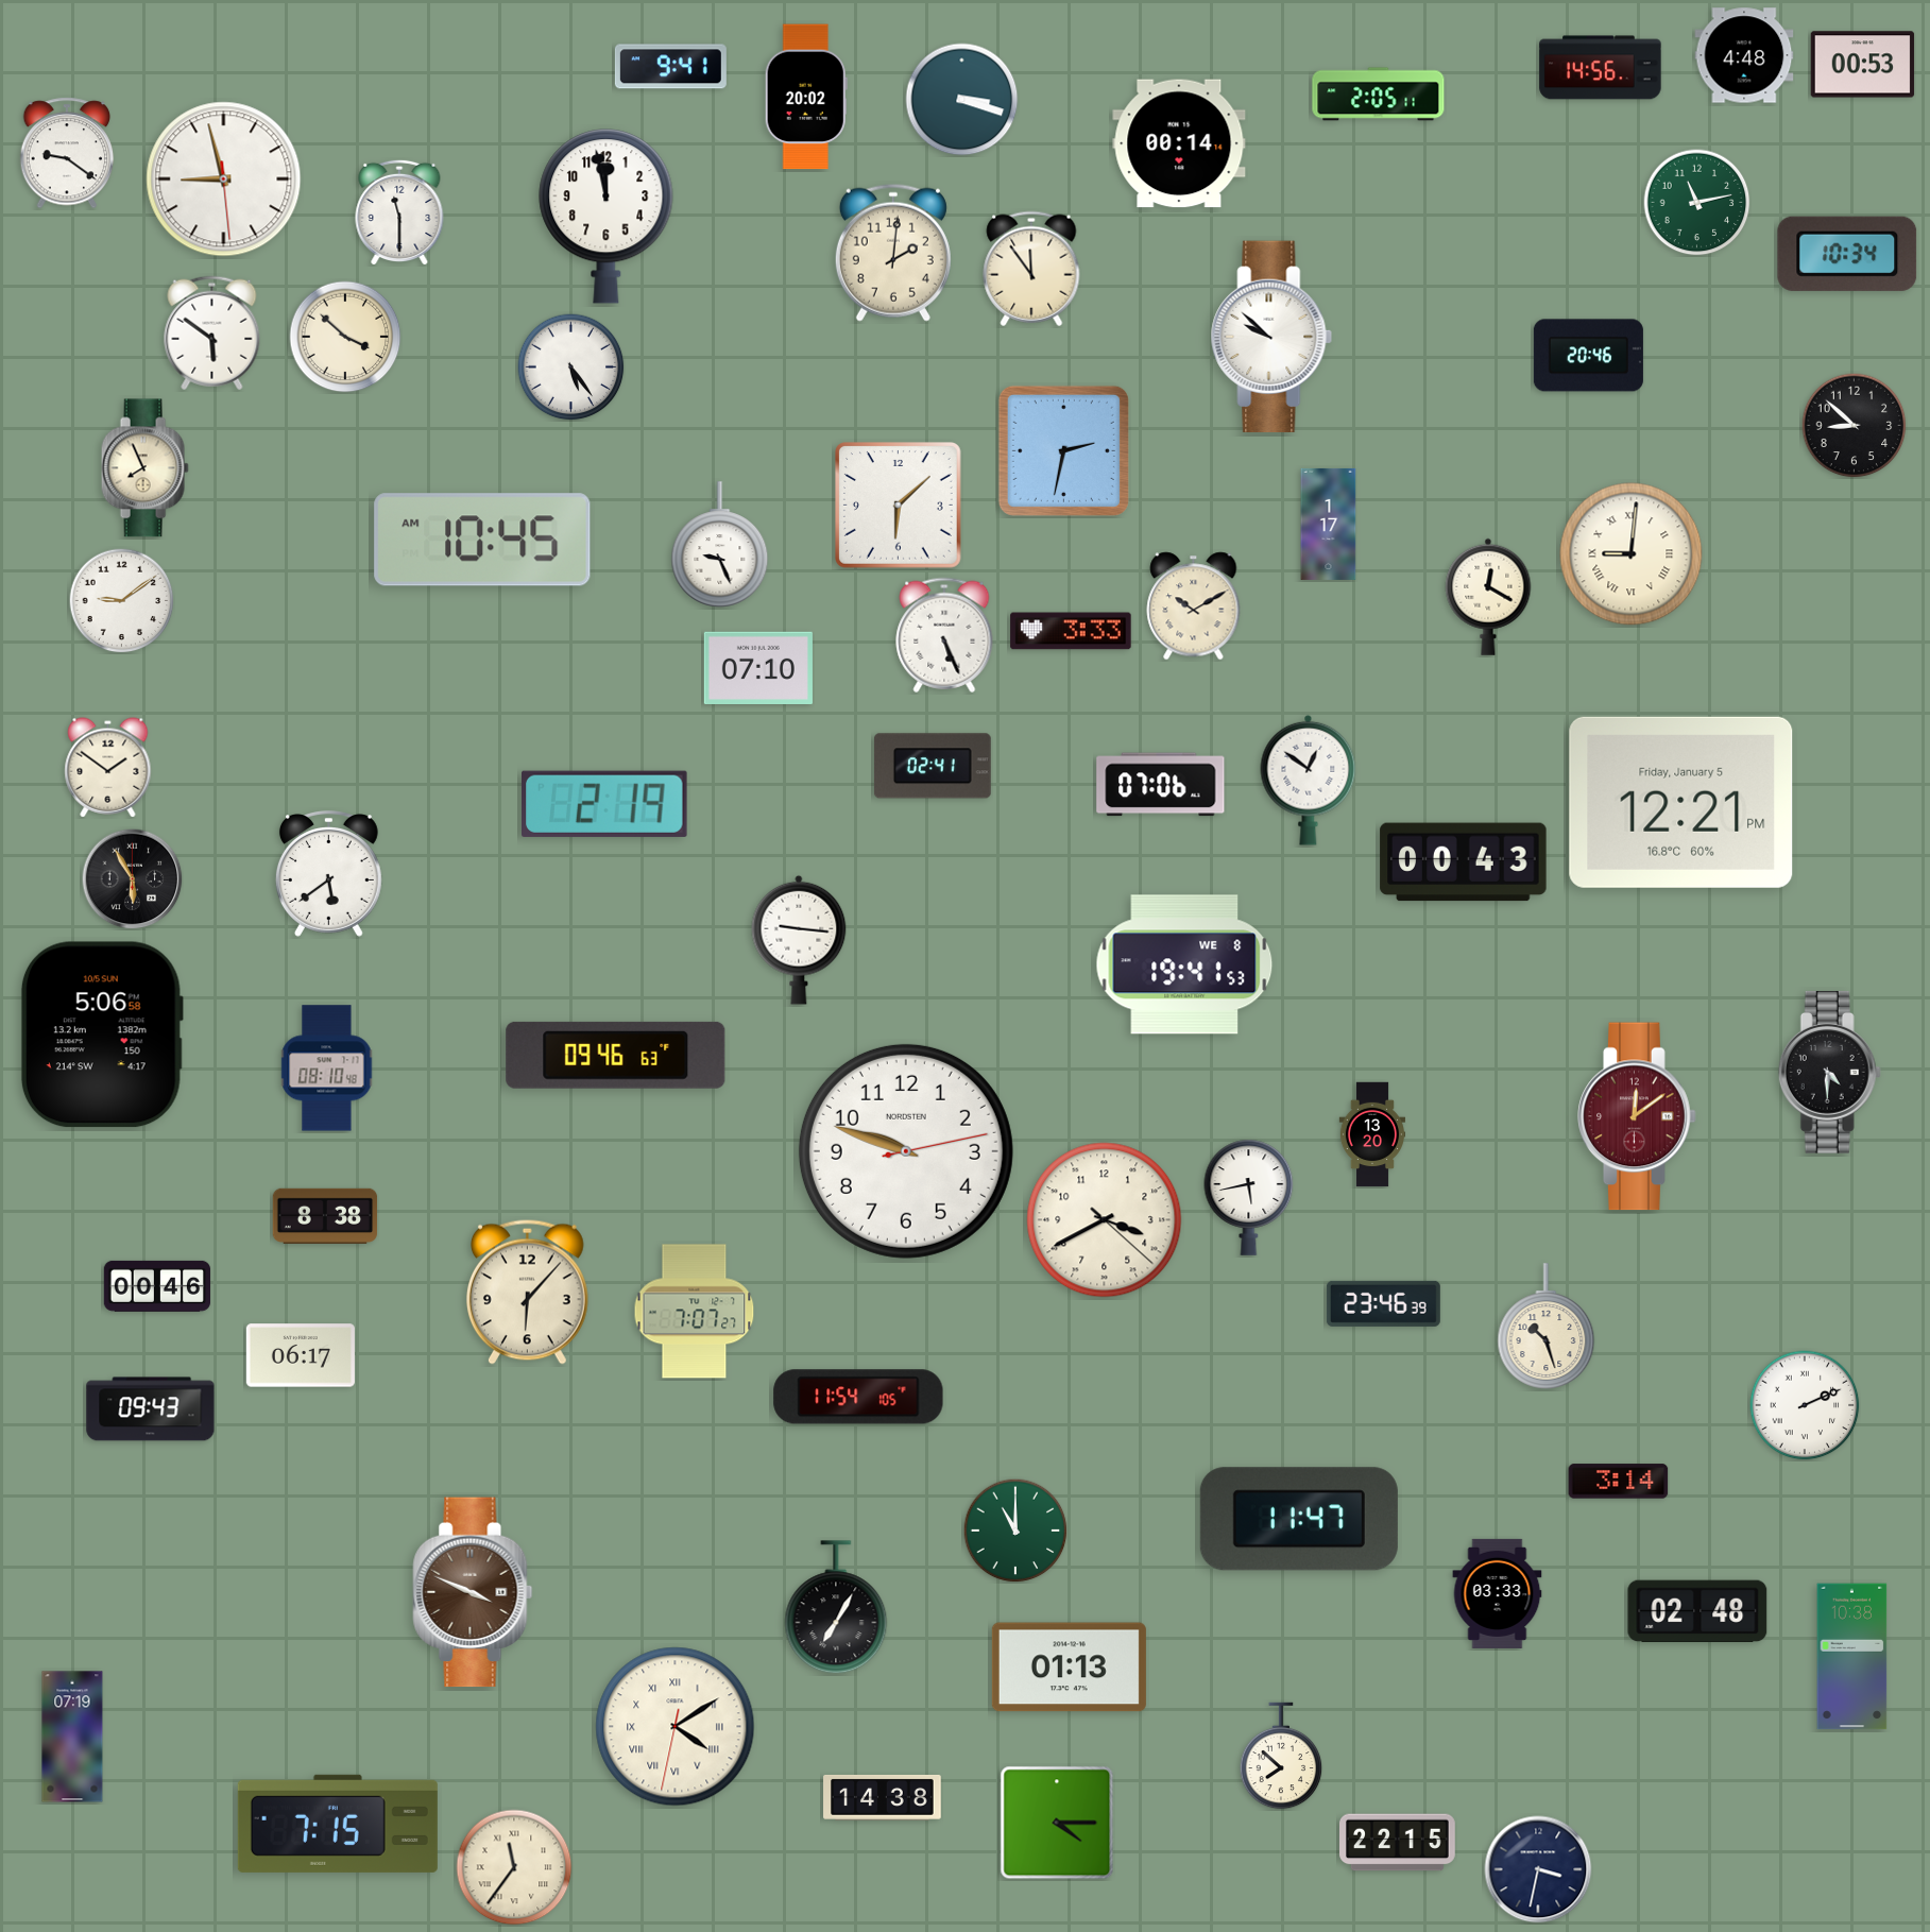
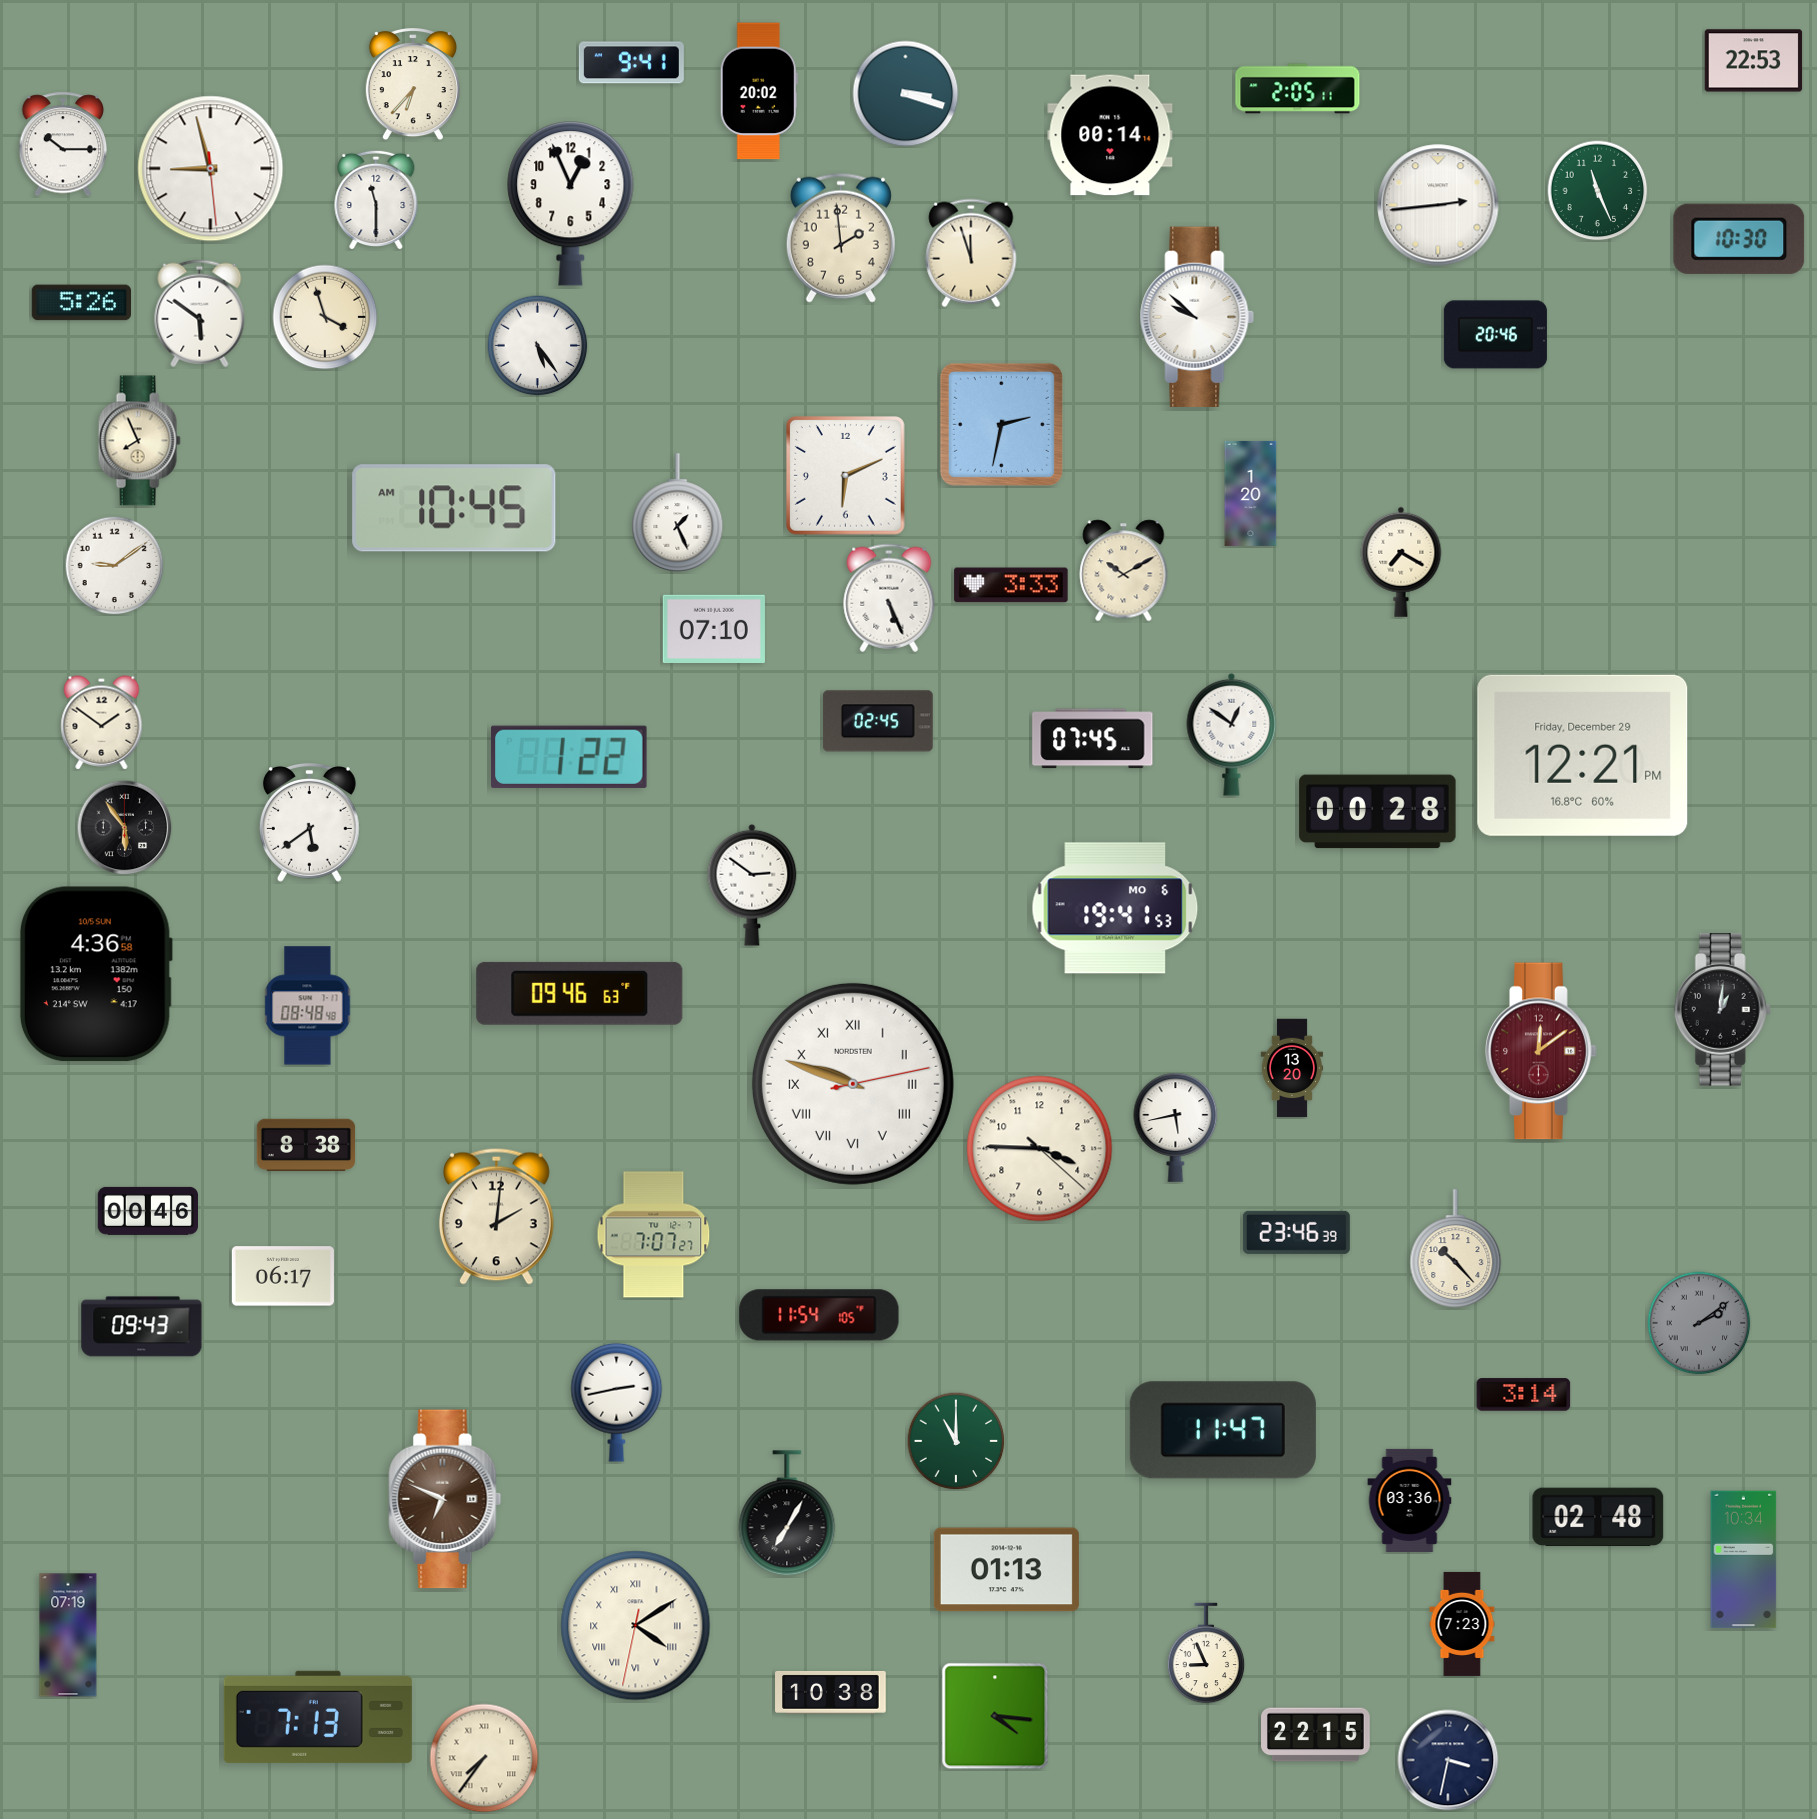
clock at (1744, 55): 4:48 -> none
clock at (1863, 65): 00:53 -> 22:53
clock at (1601, 68): 14:56 -> none
clock at (413, 85): none -> 6:37
clock at (67, 153): 9:21 -> 10:15
clock at (1697, 203): 11:13 -> 11:26
clock at (607, 217): 11:58 -> 12:56
clock at (1438, 205): none -> 2:44
clock at (893, 253): 2:01 -> 1:59
clock at (1847, 254): 10:34 -> 10:30
clock at (1031, 269): 11:54 -> 11:57
clock at (81, 303): none -> 5:26
clock at (345, 337): 3:52 -> 3:57
clock at (1855, 426): 8:52 -> none
clock at (144, 468) position: (144, 468) -> (139, 441)
clock at (899, 506): 6:08 -> 6:11
clock at (1329, 524): 1:17 -> 1:20
clock at (720, 545): 9:26 -> 1:26
clock at (1632, 554): 9:01 -> none
clock at (1488, 597): 12:20 -> 7:20
clock at (1071, 631) position: (1071, 631) -> (1011, 585)
clock at (933, 766): 02:41 -> 02:45
clock at (1161, 785): 07:06 -> 07:45
clock at (1681, 802) date: Friday, January 5 -> Friday, December 29
clock at (605, 804): 2:19 -> 1:22
clock at (1464, 862): 00:43 -> 00:28
clock at (132, 878): 5:55 -> 5:54
clock at (799, 940): 9:16 -> 2:51
clock at (1184, 964) date: WE 8 -> MO 6
clock at (102, 1035): 5:06 -> 4:36
clock at (327, 1068): 08:10 -> 08:48
clock at (1829, 1073): 4:30 -> 1:01
clock at (906, 1151) numerals: Arabic -> Roman
clock at (1105, 1220): 3:40 -> 3:45
clock at (527, 1292): 6:07 -> 2:01
clock at (1383, 1303) position: (1383, 1303) -> (1296, 1232)
clock at (1547, 1327): 10:27 -> 10:23
clock at (858, 1397) position: (858, 1397) -> (819, 1315)
clock at (1805, 1405): 2:11 -> 2:09
clock at (1805, 1405) dial: white -> grey
clock at (617, 1402): none -> 2:43
clock at (473, 1592): 3:49 -> 6:49
clock at (1498, 1593): 03:33 -> 03:36
clock at (1852, 1657): 10:38 -> 10:34
clock at (1462, 1624): none -> 7:23
clock at (1281, 1756): 7:52 -> 8:56
clock at (883, 1798): 14:38 -> 10:38
clock at (1057, 1823): 4:15 -> 4:16
clock at (338, 1824): 7:15 -> 7:13
clock at (514, 1867): 11:36 -> 7:36
